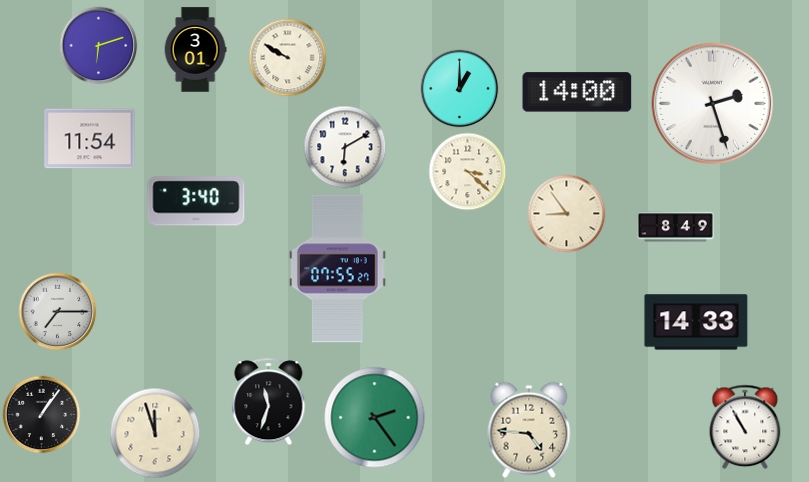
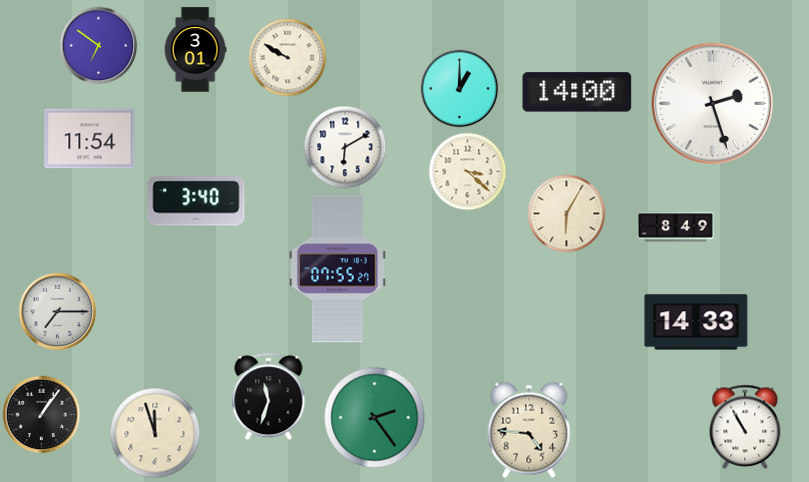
clock at (98, 45): 6:12 -> 6:51
clock at (566, 213): 8:54 -> 6:05
clock at (269, 401) position: (269, 401) -> (269, 396)
